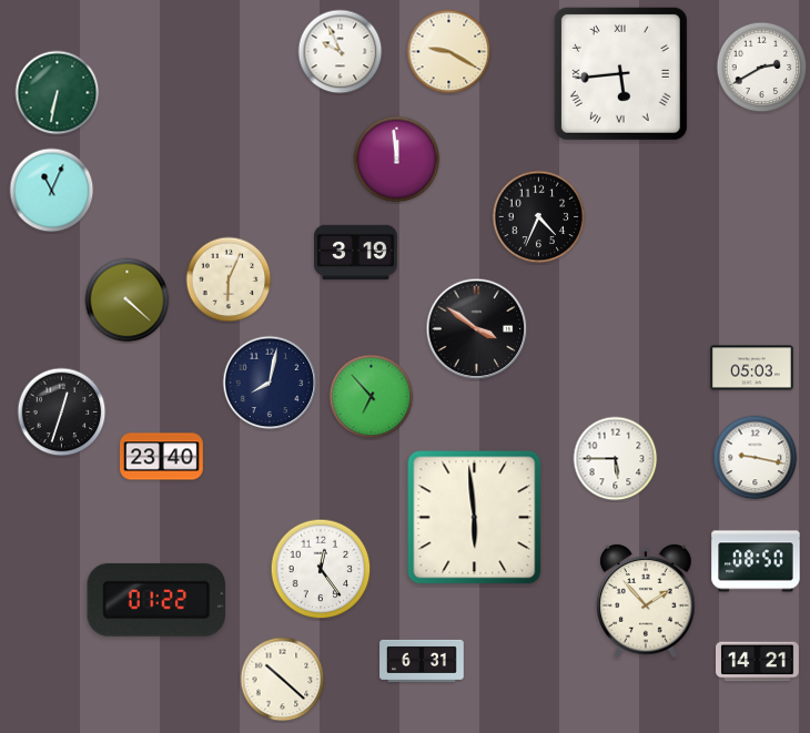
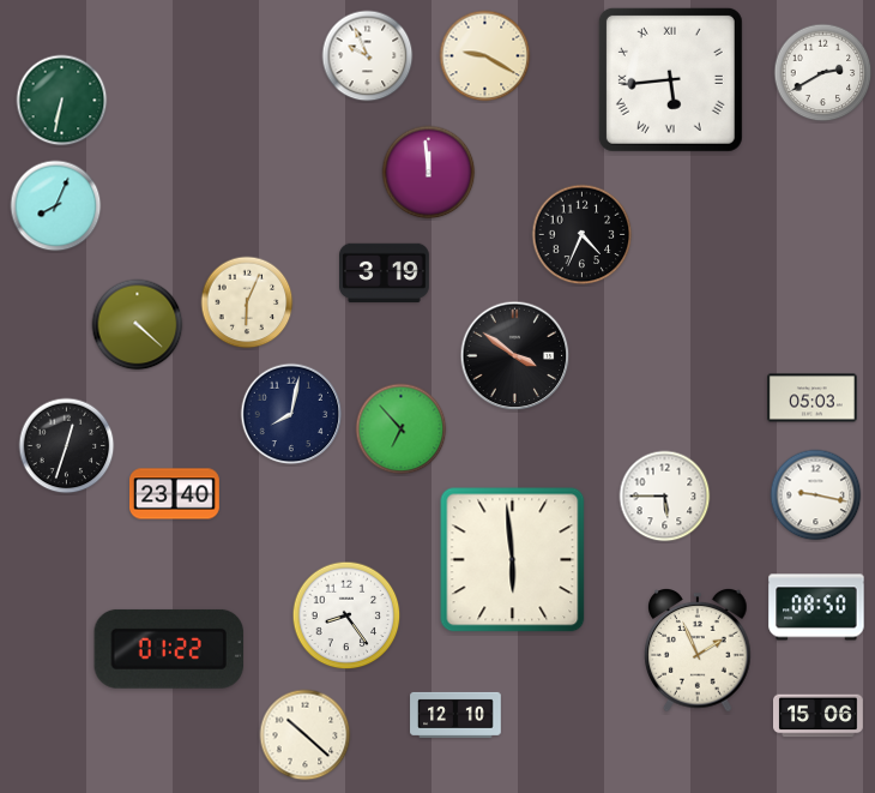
clock at (52, 191): 11:04 -> 8:04
clock at (321, 569): 12:24 -> 8:24
clock at (646, 602): 1:53 -> 1:56
clock at (422, 661): 6:31 -> 12:10
clock at (758, 662): 14:21 -> 15:06
